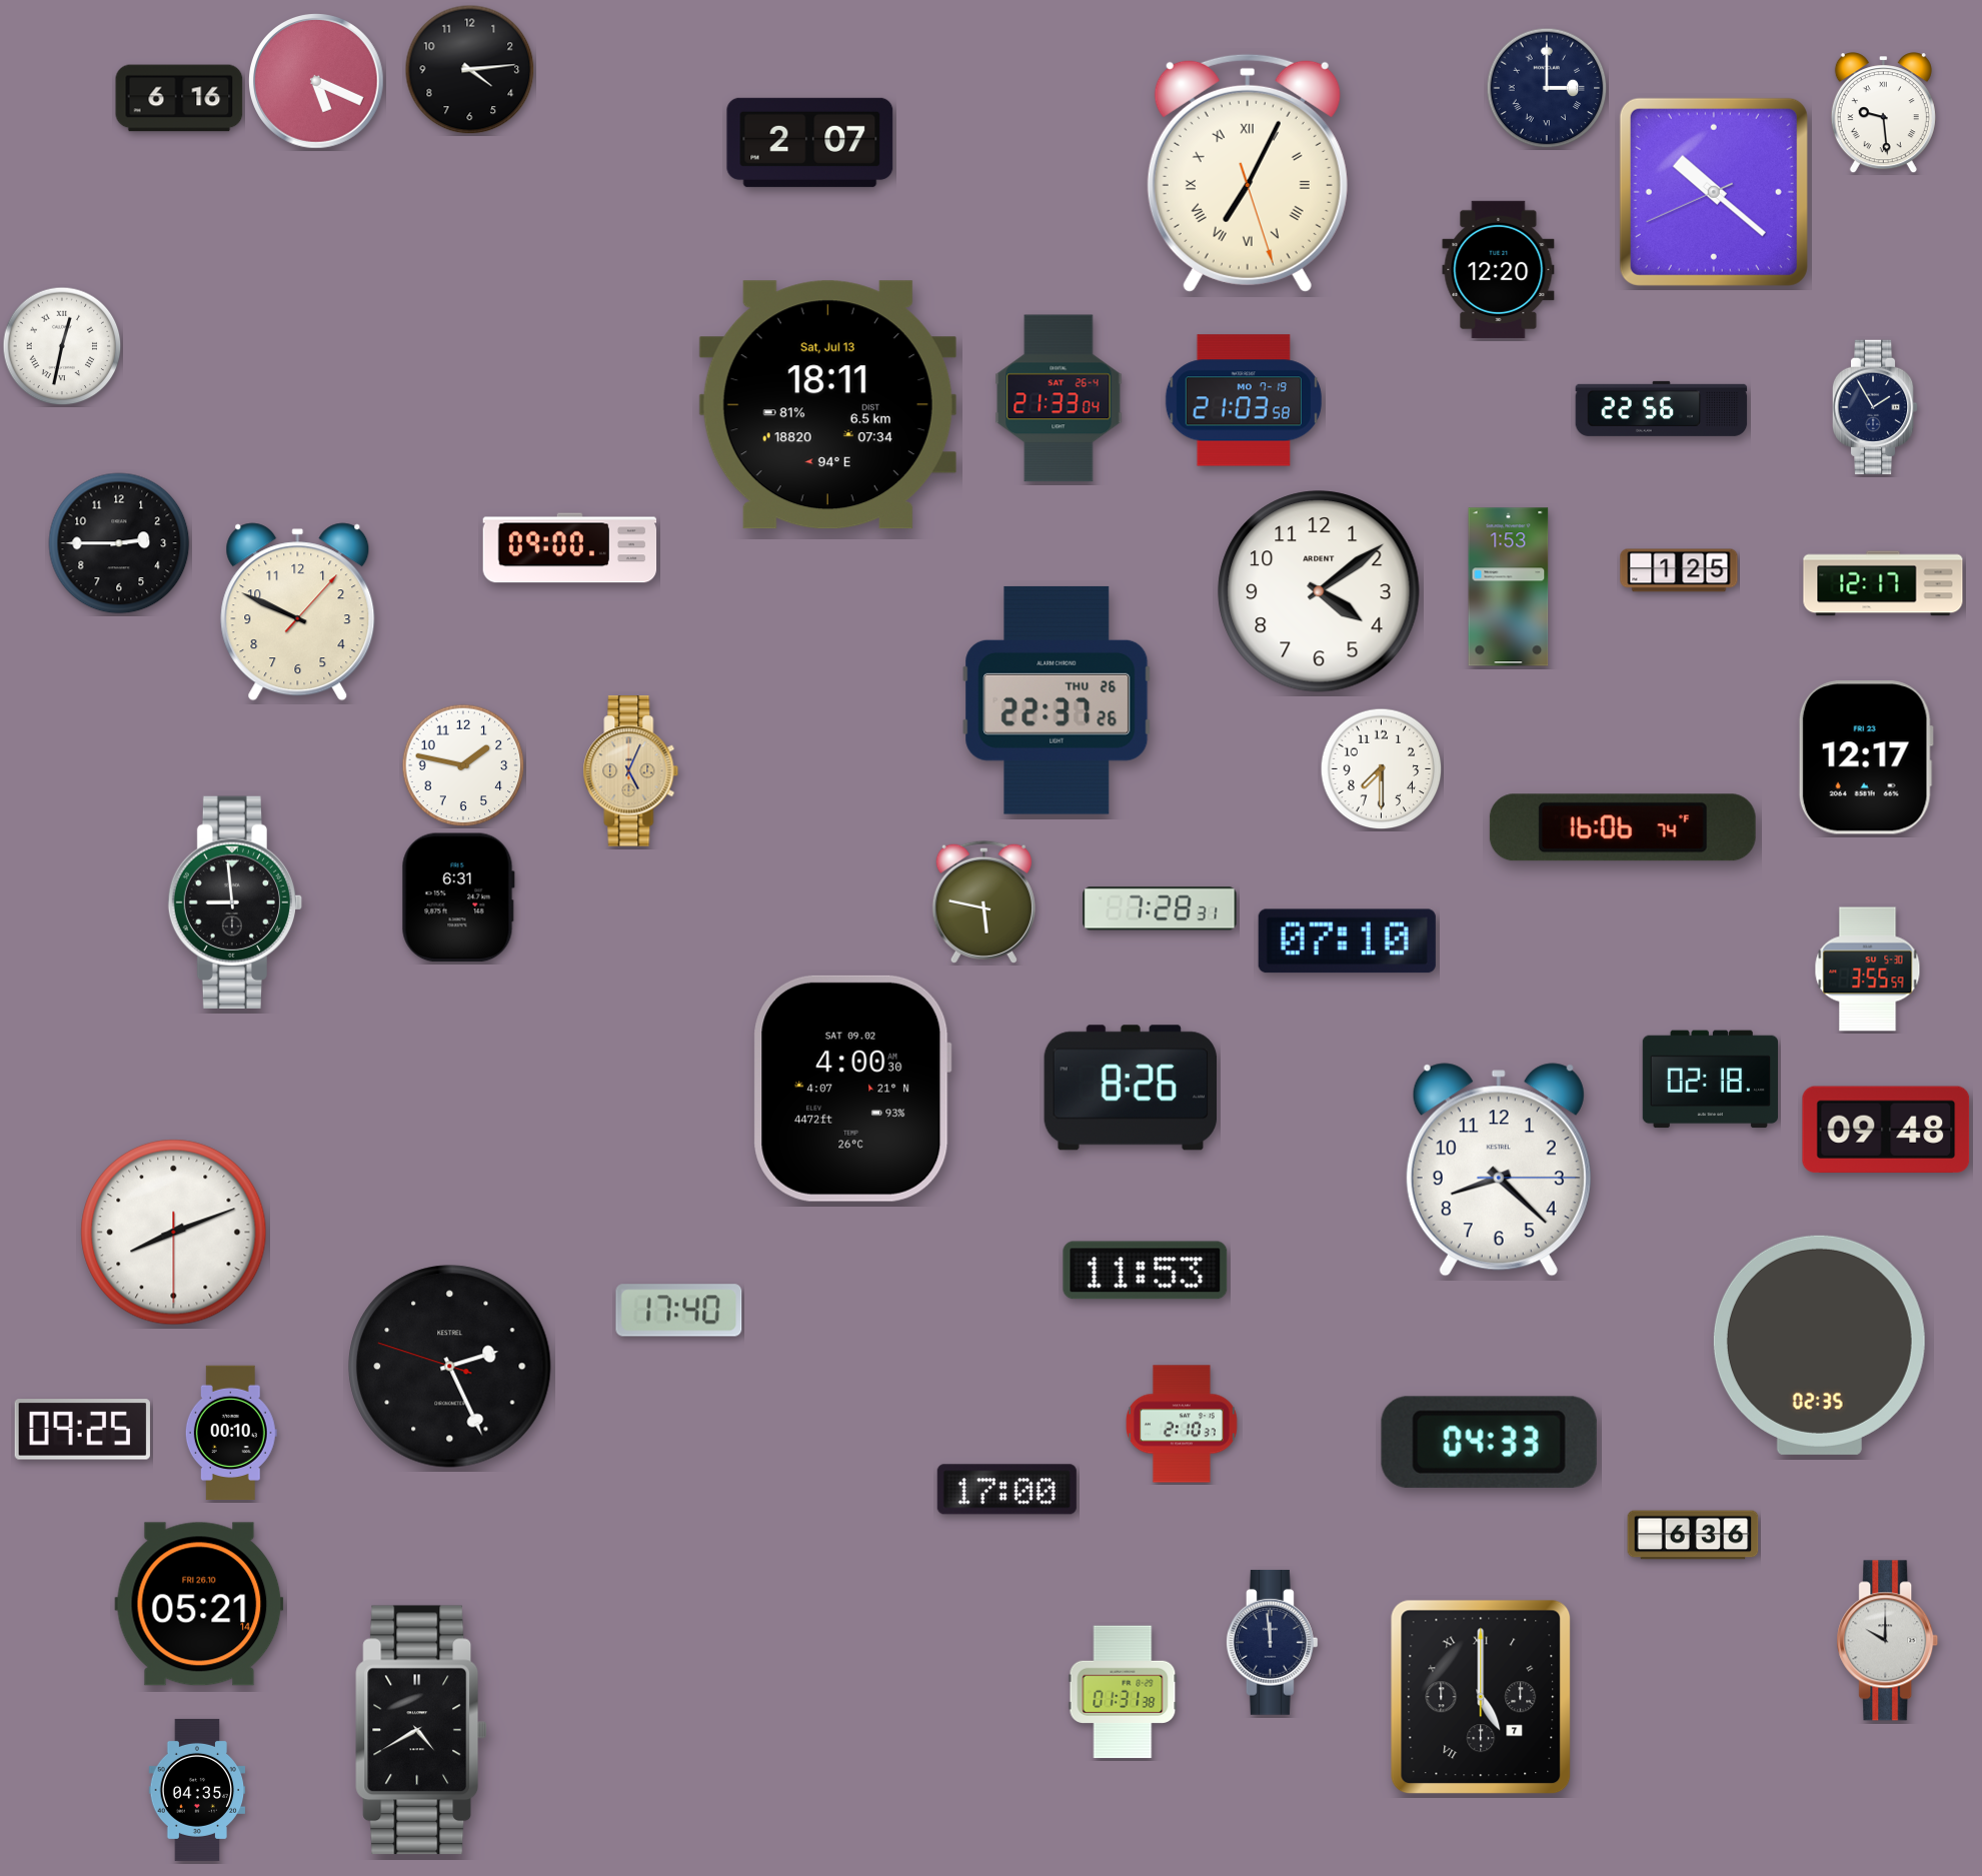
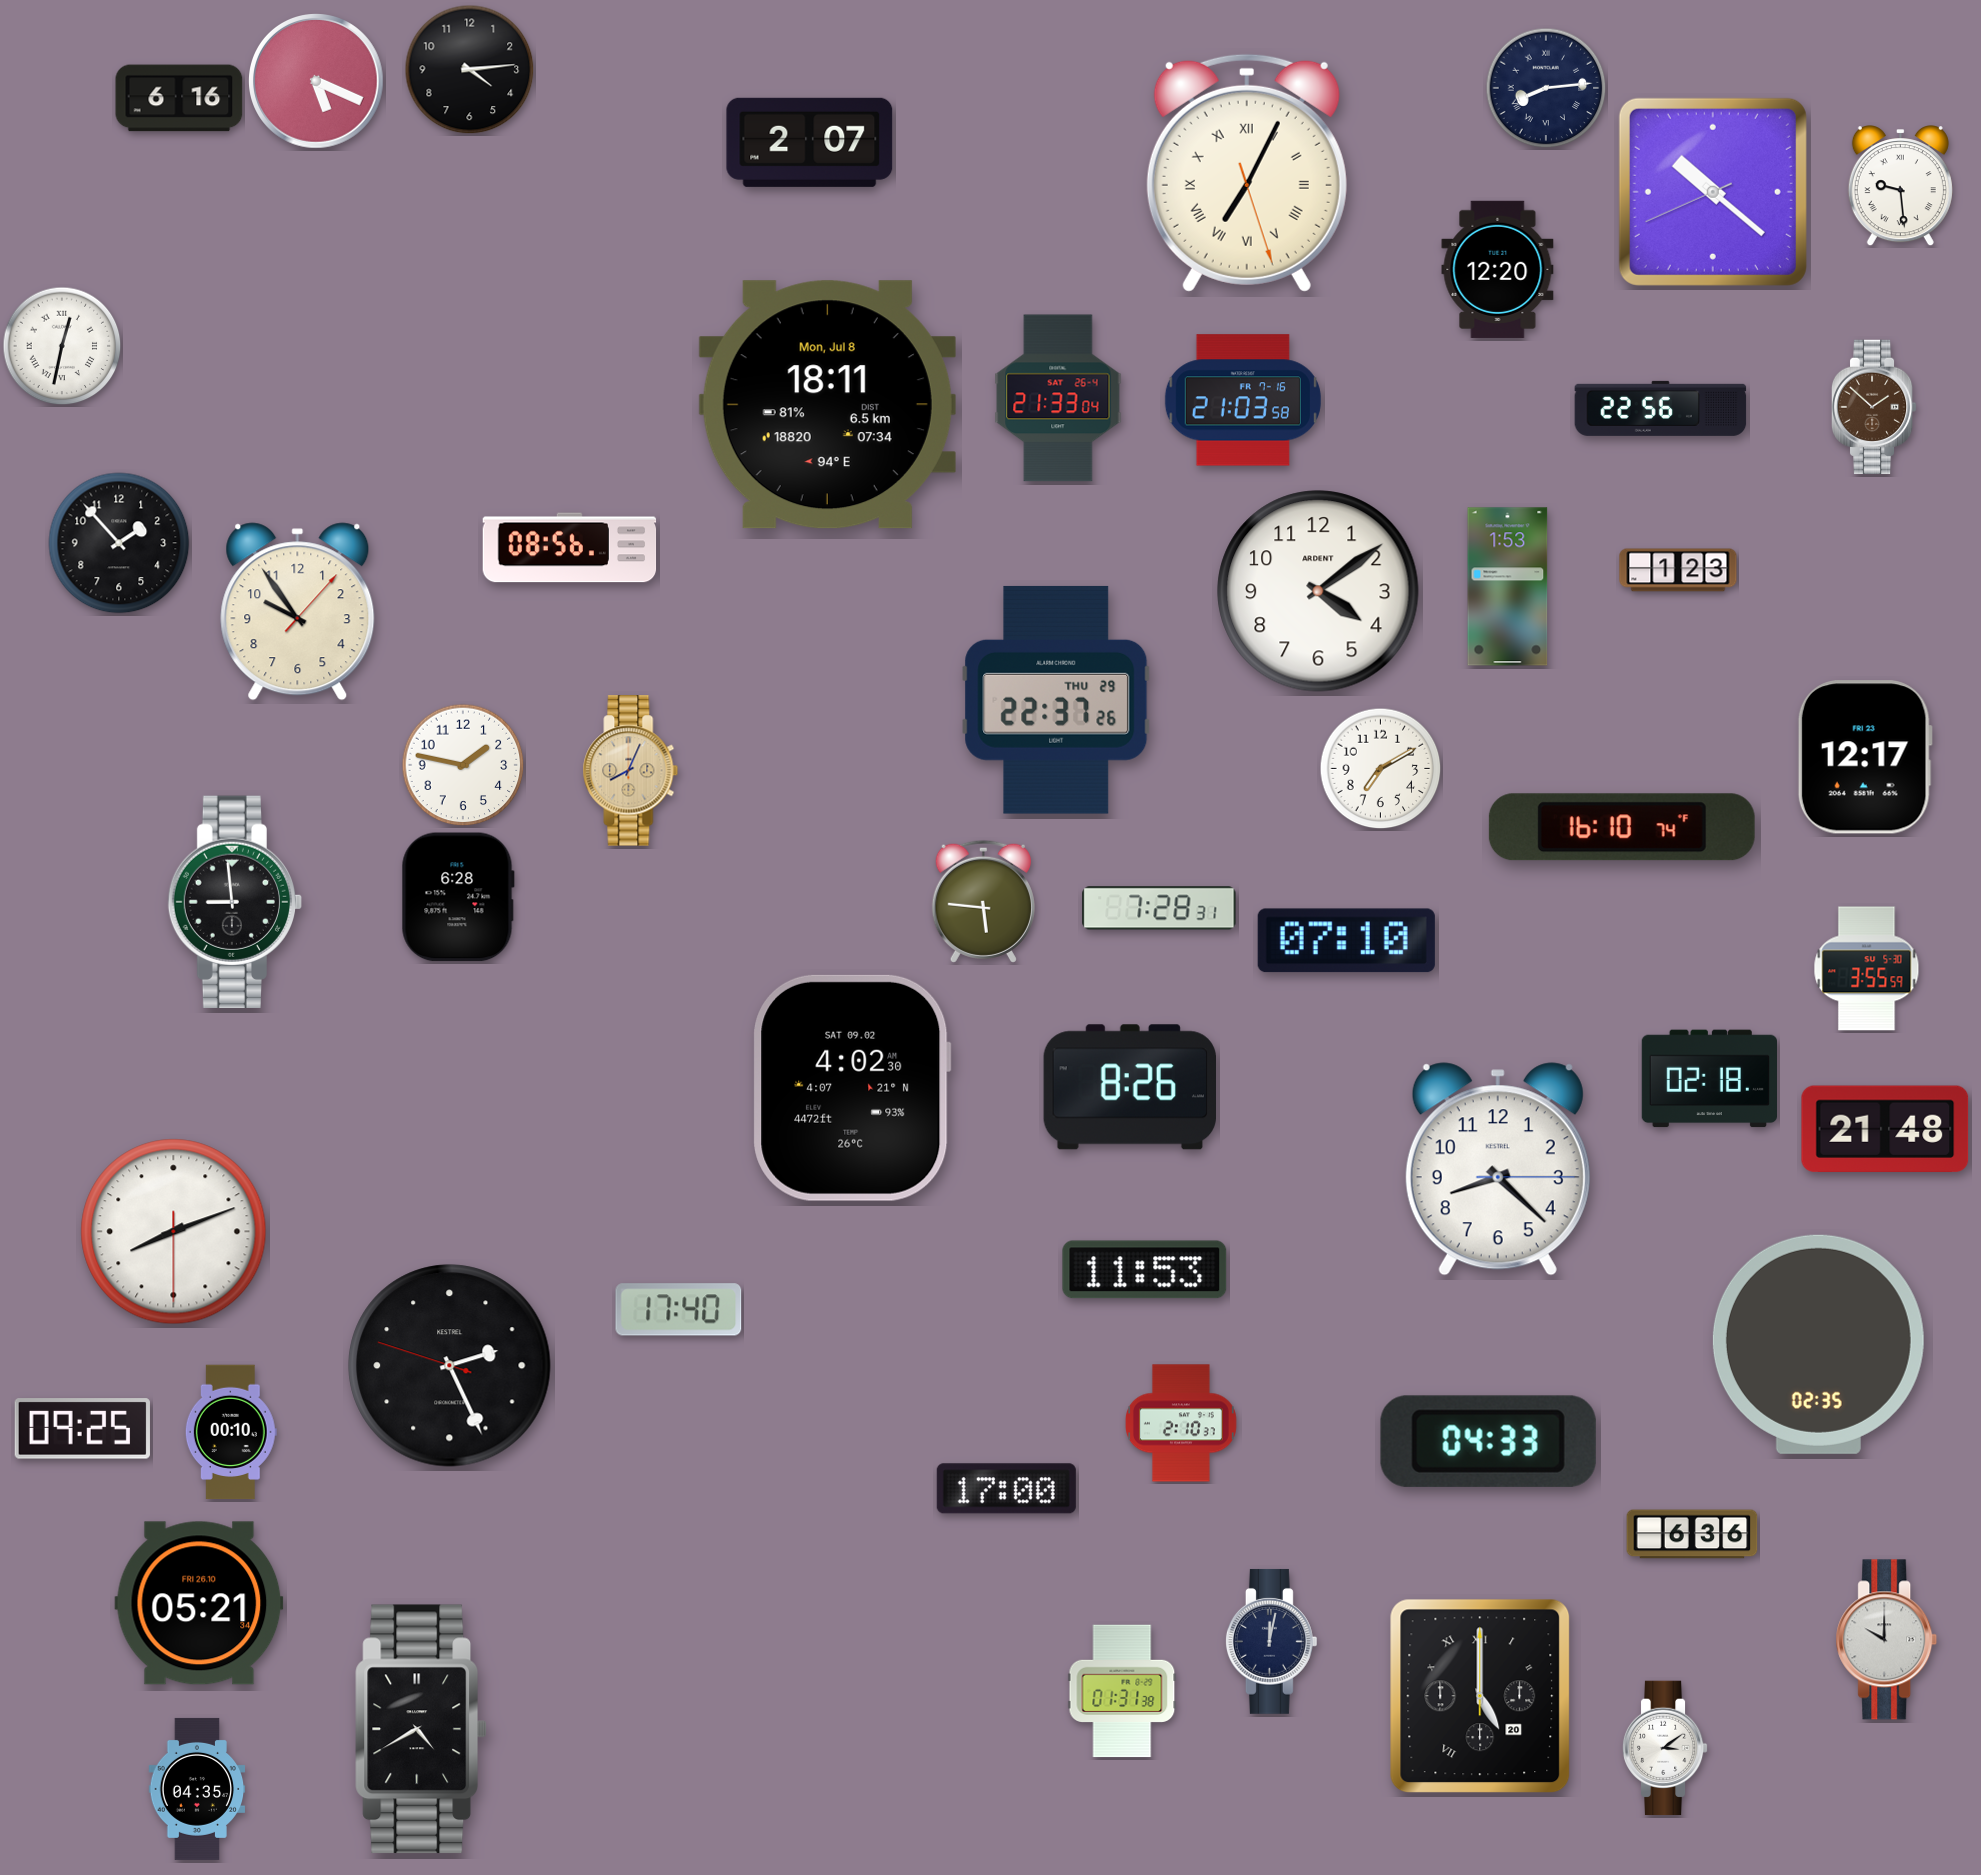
clock at (1547, 88): 3:00 -> 8:14
clock at (1883, 113) position: (1883, 113) -> (1900, 186)
clock at (1244, 400) date: MO 7-19 -> FR 7-16
clock at (827, 405) date: Sat, Jul 13 -> Mon, Jul 8
clock at (1875, 407): 1:55 -> 1:52
clock at (1875, 407) dial: navy -> brown
clock at (119, 543): 2:45 -> 1:53
clock at (570, 548): 09:00 -> 08:56
clock at (1679, 570): 1:25 -> 1:23
clock at (1883, 583): 12:17 -> none
clock at (298, 612): 9:49 -> 9:54
clock at (1057, 700) date: THU 26 -> THU 29
clock at (1382, 769): 7:30 -> 7:10
clock at (631, 771): 5:04 -> 8:04
clock at (1623, 827): 16:06 -> 16:10
clock at (458, 897): 6:31 -> 6:28
clock at (983, 901): 5:47 -> 5:46
clock at (852, 1089): 4:00 -> 4:02
clock at (1886, 1130): 09:48 -> 21:48
clock at (199, 1604): 05:21:14 -> 05:21:34
clock at (1272, 1642): 11:59 -> 12:02
clock at (1481, 1697) date: 7 -> 20
clock at (1665, 1748): none -> 3:09
